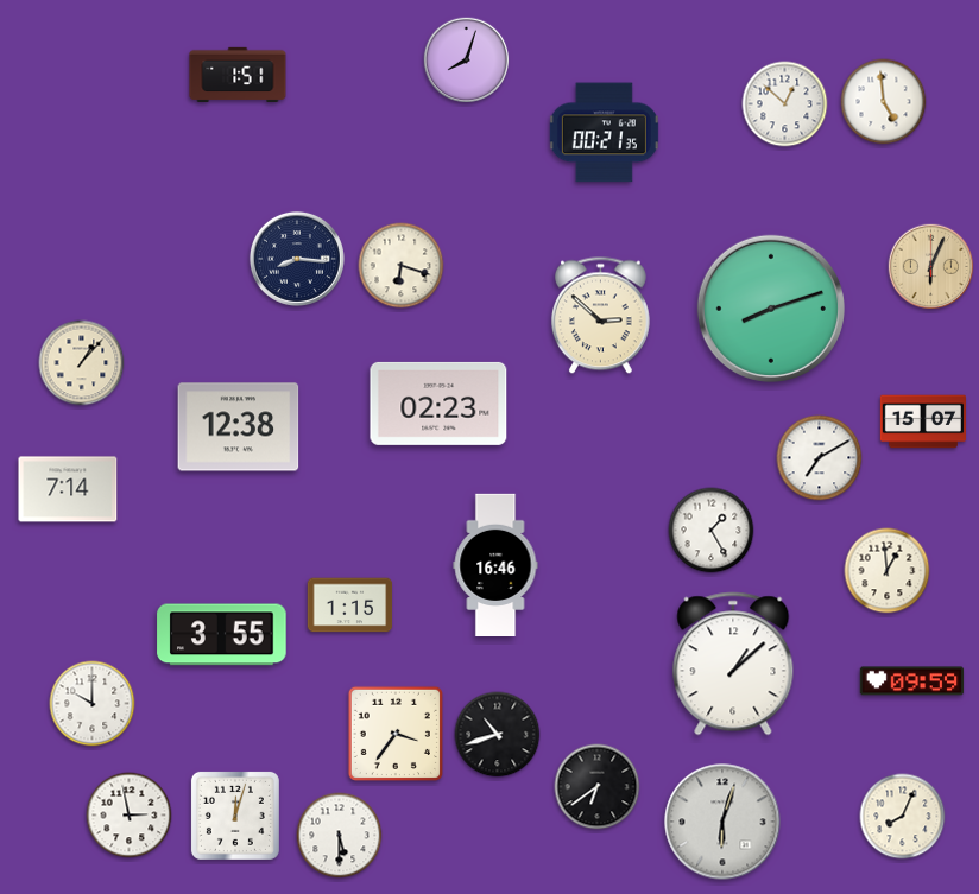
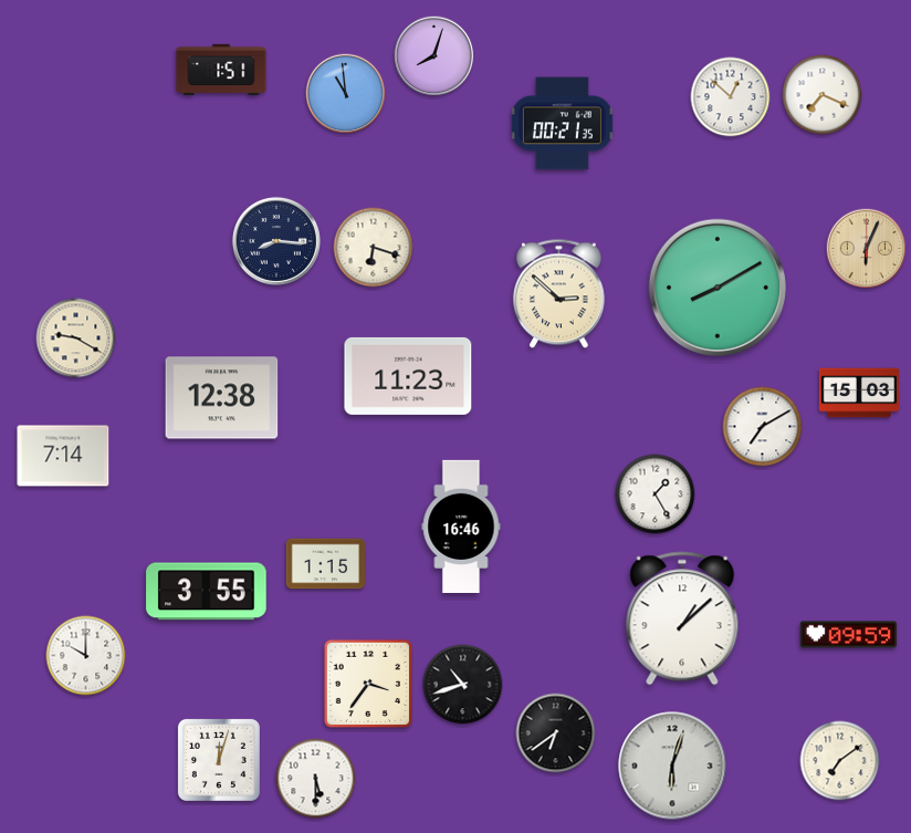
clock at (346, 94): none -> 10:59
clock at (884, 102): 4:59 -> 7:19
clock at (771, 309): 8:12 -> 8:10
clock at (82, 363): 1:07 -> 9:20
clock at (438, 404): 02:23 -> 11:23
clock at (922, 421): 15:07 -> 15:03
clock at (712, 531) position: (712, 531) -> (656, 494)
clock at (888, 571): 12:59 -> none
clock at (130, 816): 2:58 -> none
clock at (903, 817): 8:04 -> 7:09
